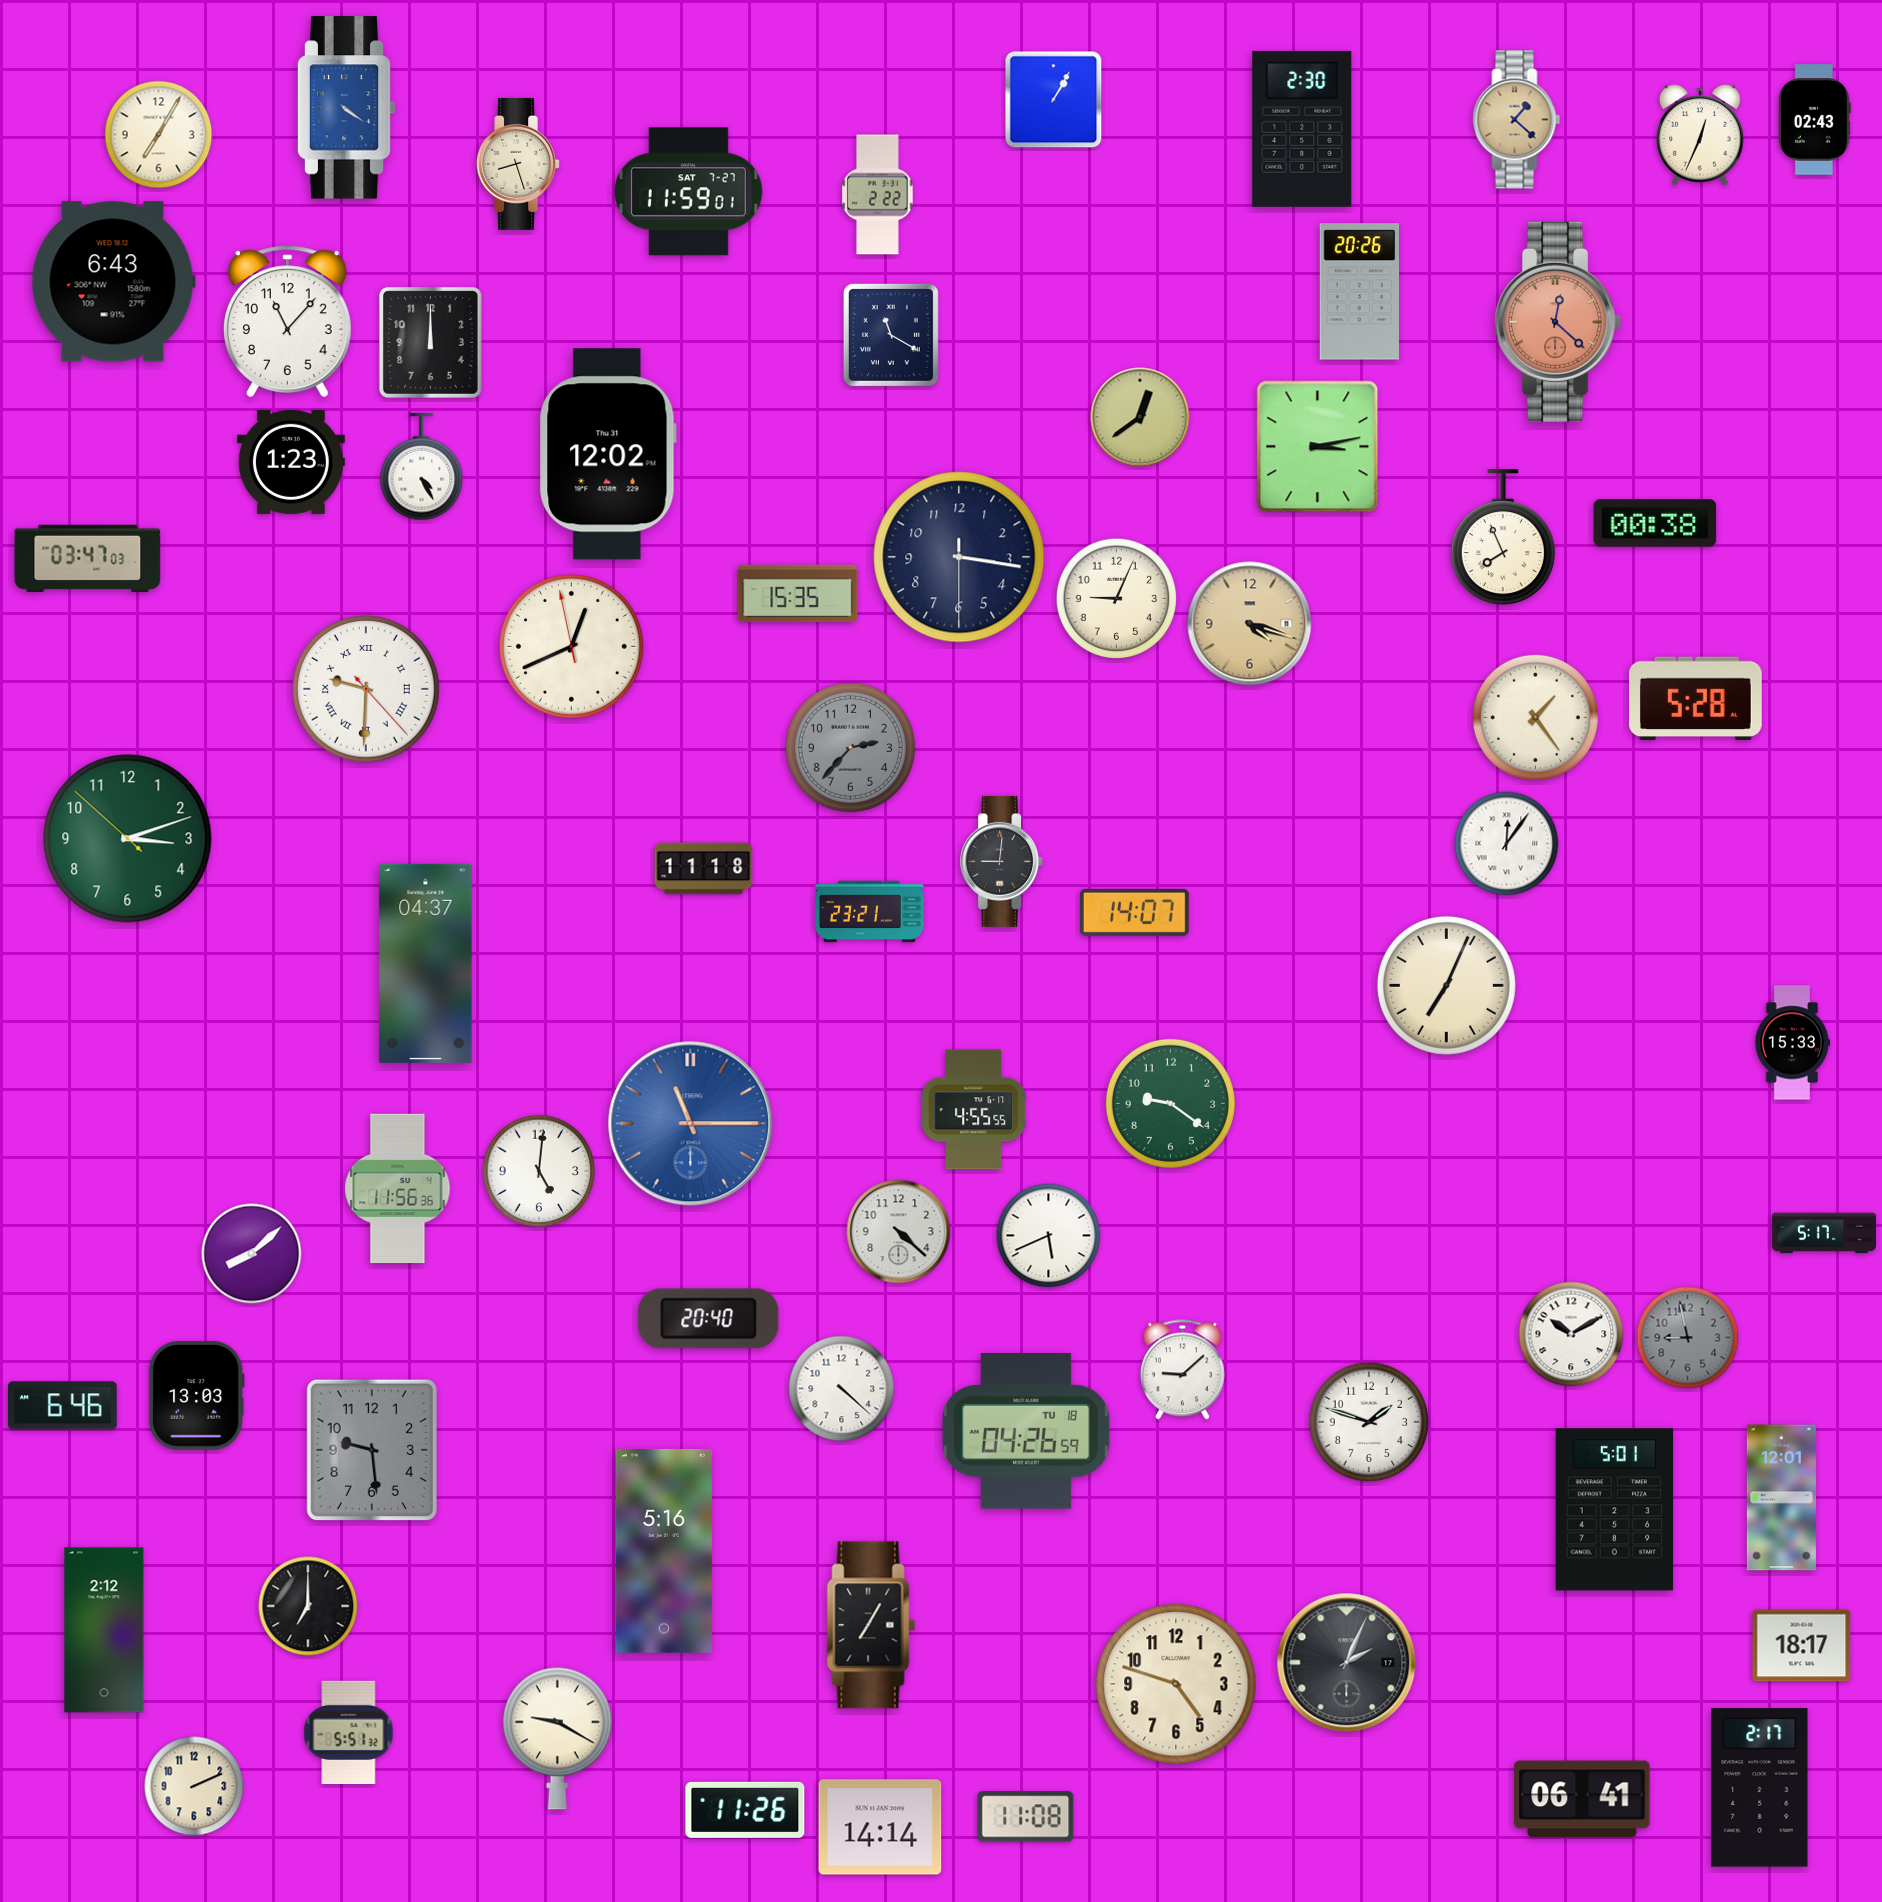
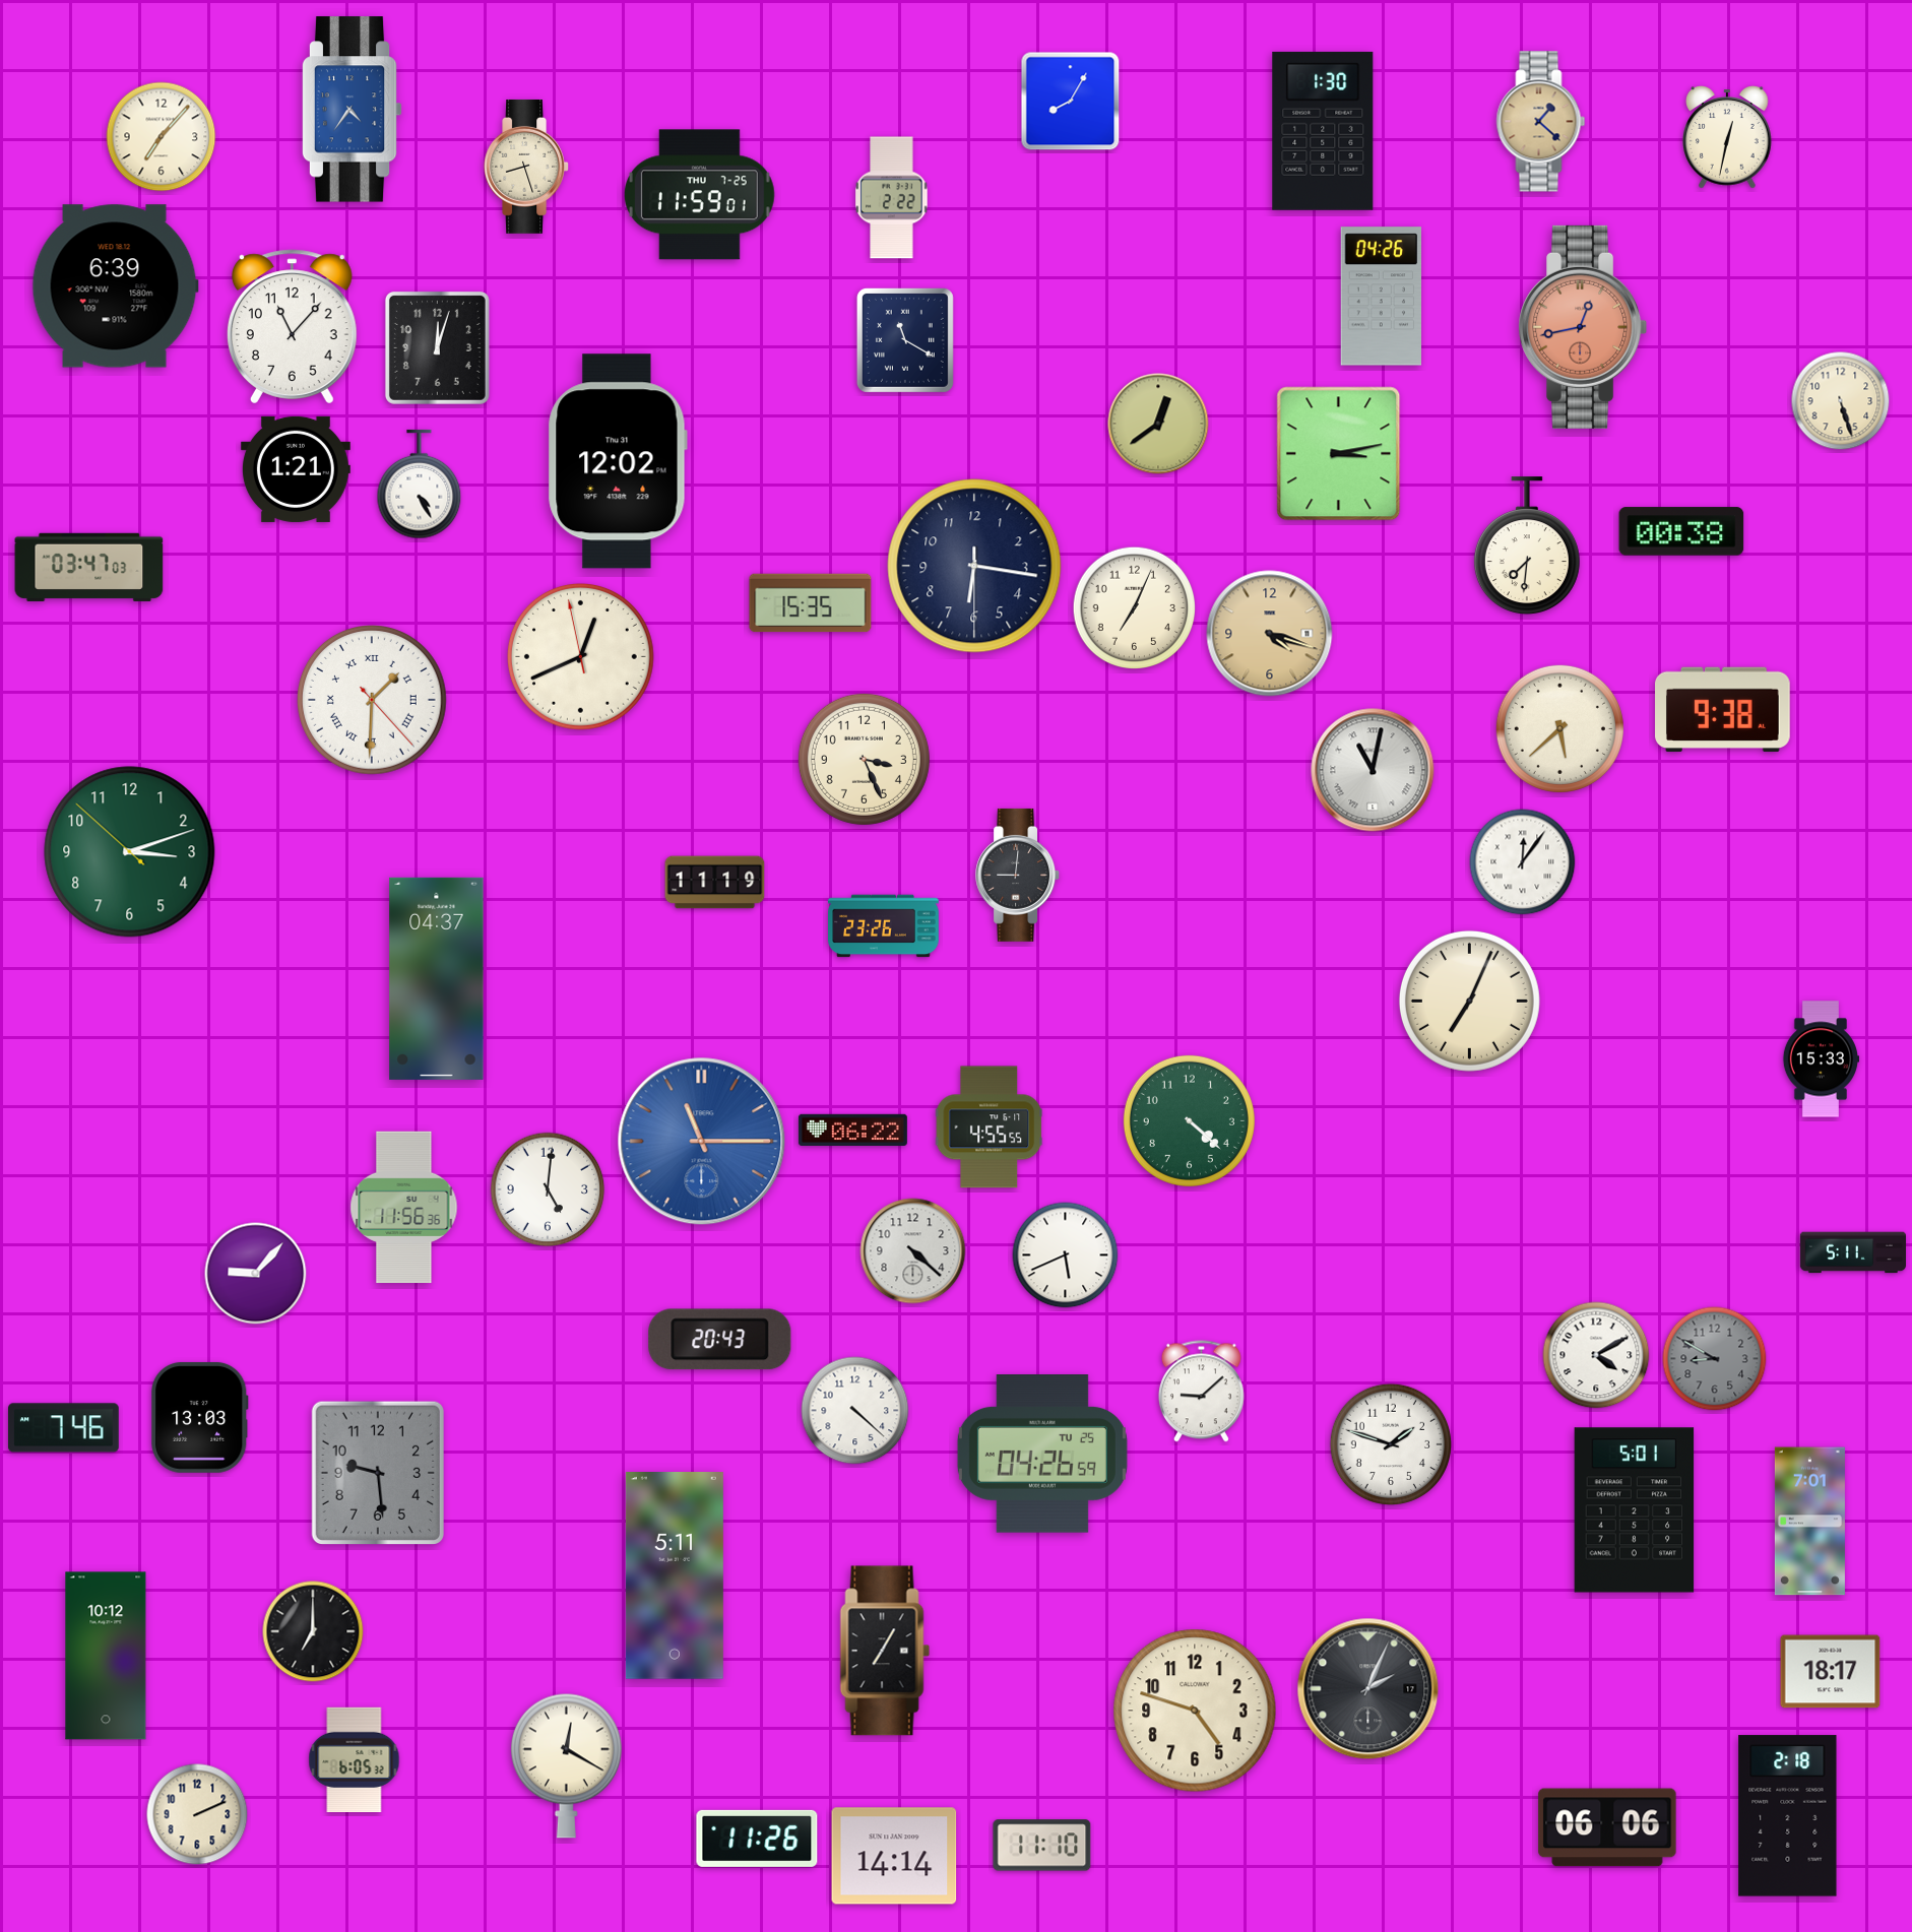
clock at (1054, 100): 1:05 -> 8:05
clock at (346, 108): 4:21 -> 4:36
clock at (1814, 120): 02:43 -> none
clock at (1302, 129): 2:30 -> 1:30
clock at (159, 135): 7:05 -> 7:07
clock at (1700, 135): 12:34 -> 12:32
clock at (688, 192) date: SAT 7-27 -> THU 7-25
clock at (113, 282): 6:43 -> 6:39
clock at (1360, 292): 20:26 -> 04:26
clock at (1558, 322): 12:22 -> 12:43
clock at (430, 342): 12:00 -> 12:03
clock at (1841, 401): none -> 5:27
clock at (291, 462): 1:23 -> 1:21
clock at (422, 467) position: (422, 467) -> (420, 485)
clock at (1503, 538): 7:56 -> 7:31
clock at (959, 557): 3:16 -> 6:16
clock at (1116, 598): 9:04 -> 7:04
clock at (367, 690): 9:30 -> 1:30
clock at (1696, 699): 5:28 -> 9:38
clock at (1535, 717): 1:24 -> 5:38
clock at (850, 747): 2:37 -> 3:26
clock at (850, 747) dial: grey -> cream
clock at (1373, 770): none -> 11:02
clock at (1507, 844) position: (1507, 844) -> (1523, 862)
clock at (704, 869): 11:18 -> 11:19
clock at (870, 912): 23:21 -> 23:26
clock at (1134, 912): 14:07 -> none
clock at (426, 963) position: (426, 963) -> (437, 978)
clock at (1170, 1103): 9:21 -> 4:22
clock at (852, 1130): none -> 06:22
clock at (1823, 1233): 5:17 -> 5:11
clock at (252, 1254): 8:08 -> 9:07
clock at (709, 1319): 20:40 -> 20:43
clock at (1571, 1334): 10:10 -> 4:10
clock at (1688, 1338): 8:58 -> 8:50
clock at (63, 1406): 6:46 -> 7:46
clock at (1026, 1432) date: TU 18 -> TU 25
clock at (1781, 1498): 12:01 -> 7:01
clock at (1615, 1510) position: (1615, 1510) -> (1635, 1510)
clock at (664, 1552): 5:16 -> 5:11
clock at (104, 1630): 2:12 -> 10:12
clock at (349, 1732): 5:51 -> 6:05
clock at (557, 1738): 9:20 -> 12:20
clock at (1760, 1788): 2:17 -> 2:18
clock at (1582, 1799): 06:41 -> 06:06
clock at (1026, 1817): 11:08 -> 11:10
